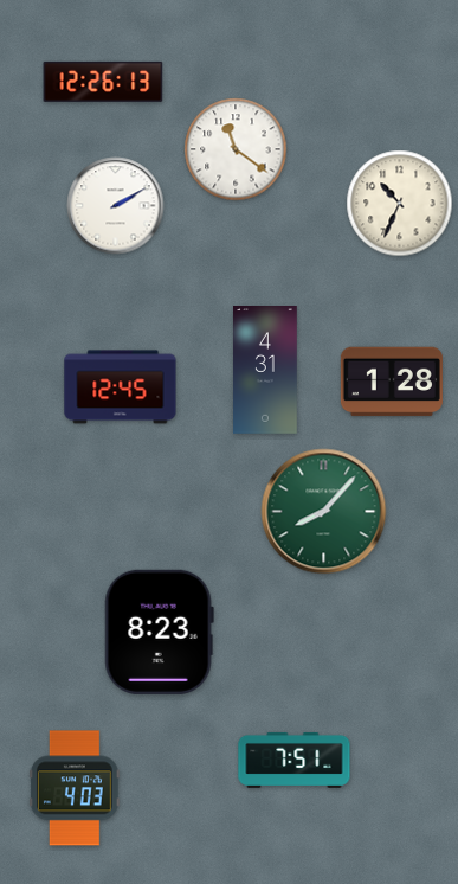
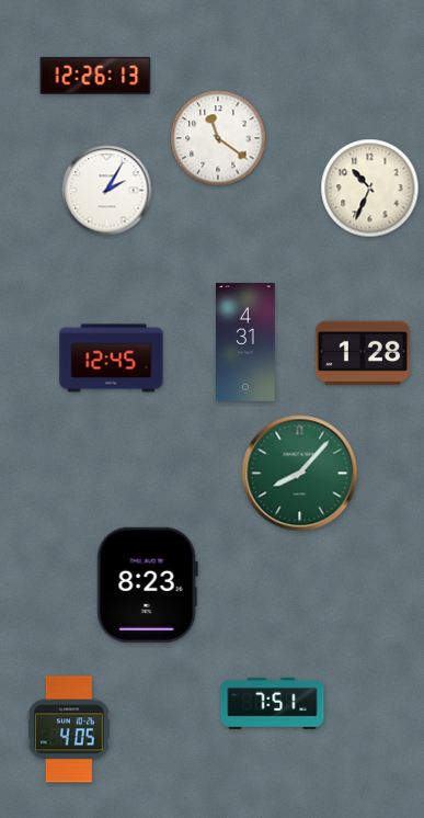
clock at (116, 206): 2:10 -> 2:05
clock at (75, 788): 4:03 -> 4:05
